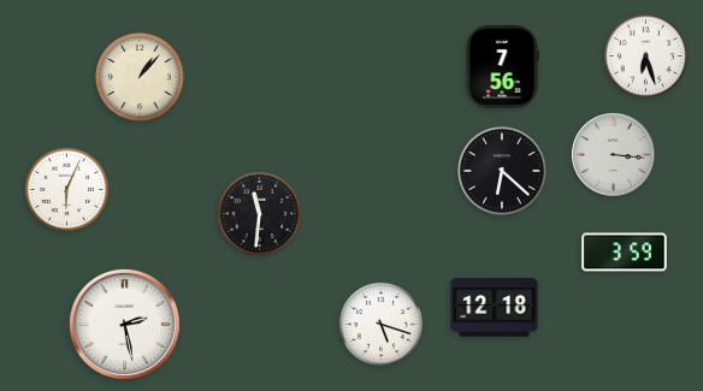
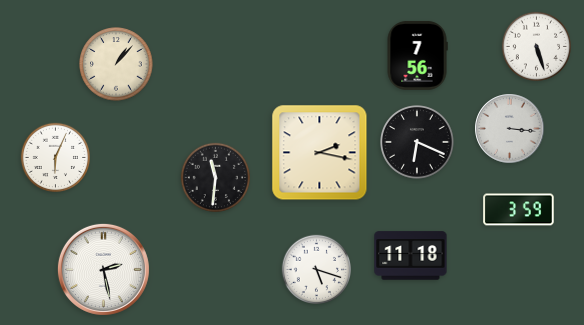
clock at (645, 55): 6:27 -> 5:27
clock at (502, 171): 6:22 -> 6:19
clock at (320, 153): none -> 2:17
clock at (495, 308): 12:18 -> 11:18
